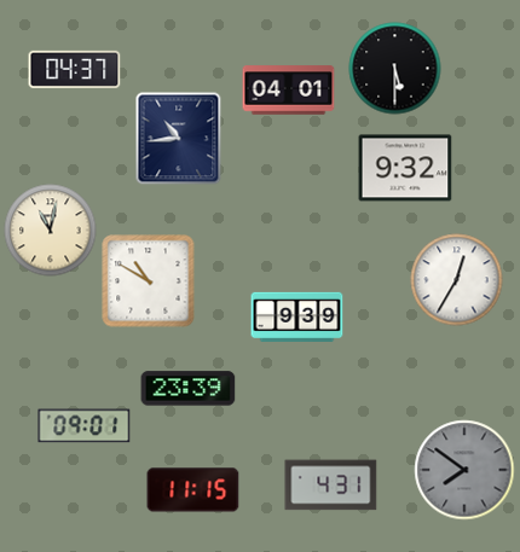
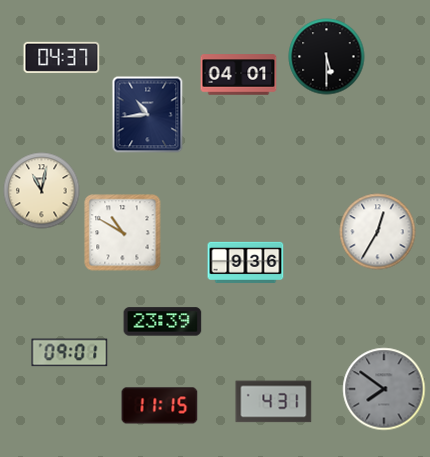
clock at (405, 168): 9:32 -> none
clock at (297, 316): 9:39 -> 9:36
clock at (189, 389) position: (189, 389) -> (163, 322)
